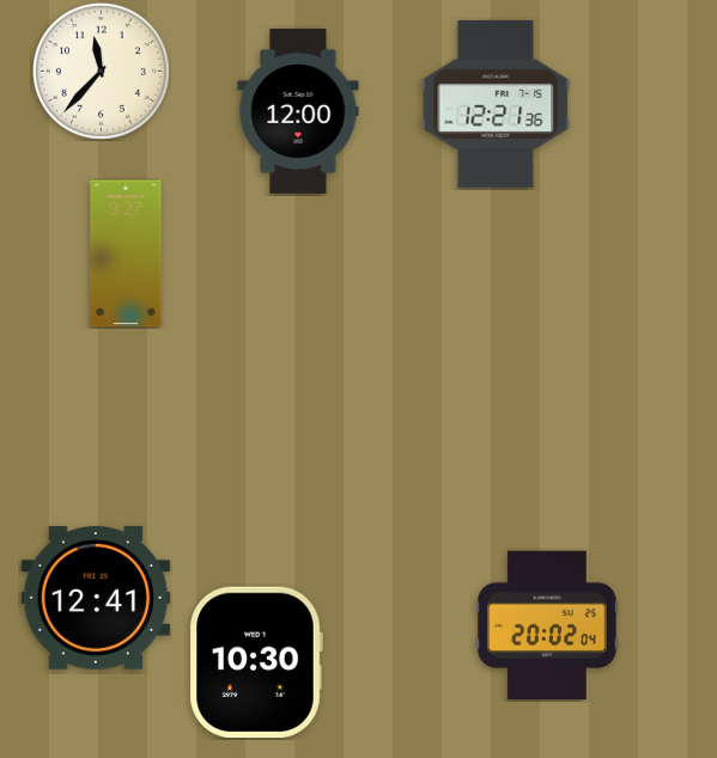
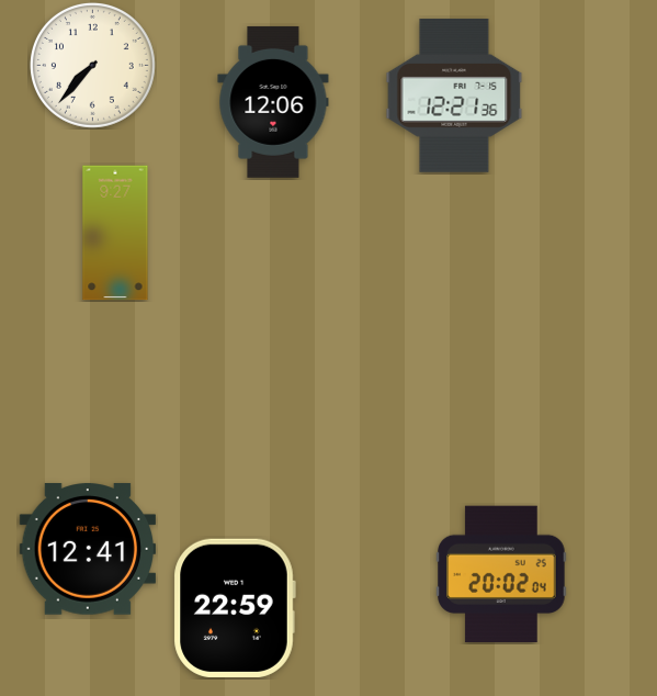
clock at (101, 71): 11:37 -> 7:37
clock at (298, 111): 12:00 -> 12:06
clock at (256, 662): 10:30 -> 22:59
